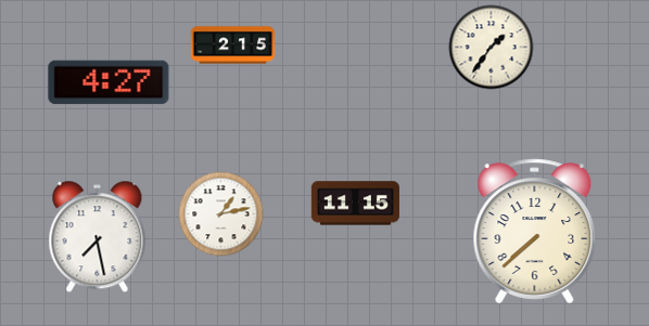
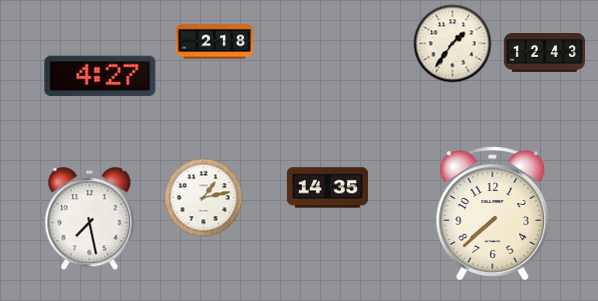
clock at (232, 45): 2:15 -> 2:18
clock at (544, 53): none -> 12:43
clock at (355, 204): 11:15 -> 14:35
